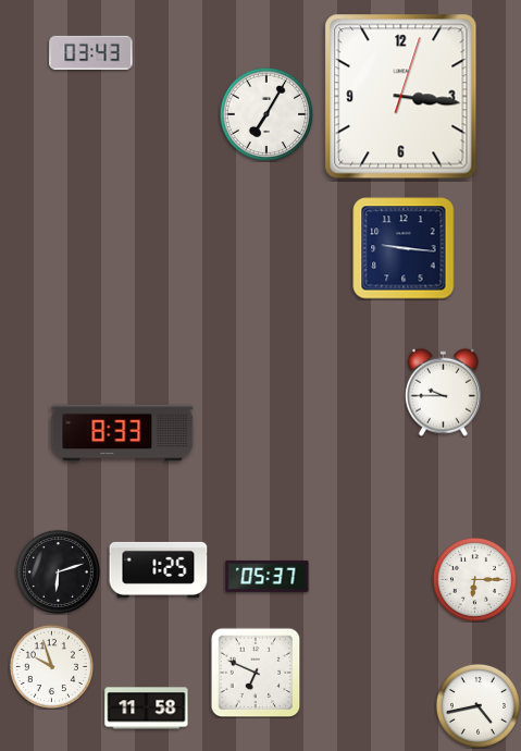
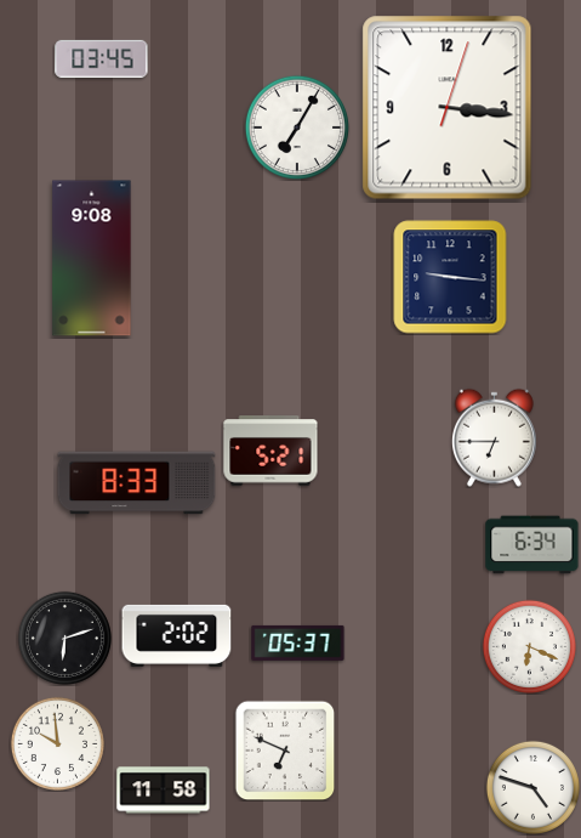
clock at (91, 52): 03:43 -> 03:45
clock at (92, 259): none -> 9:08
clock at (443, 392): 9:45 -> 6:45
clock at (270, 451): none -> 5:21
clock at (532, 545): none -> 6:34
clock at (159, 569): 1:25 -> 2:02
clock at (474, 579): 6:15 -> 6:19
clock at (51, 666): 9:57 -> 9:59
clock at (477, 705): 4:43 -> 4:48
